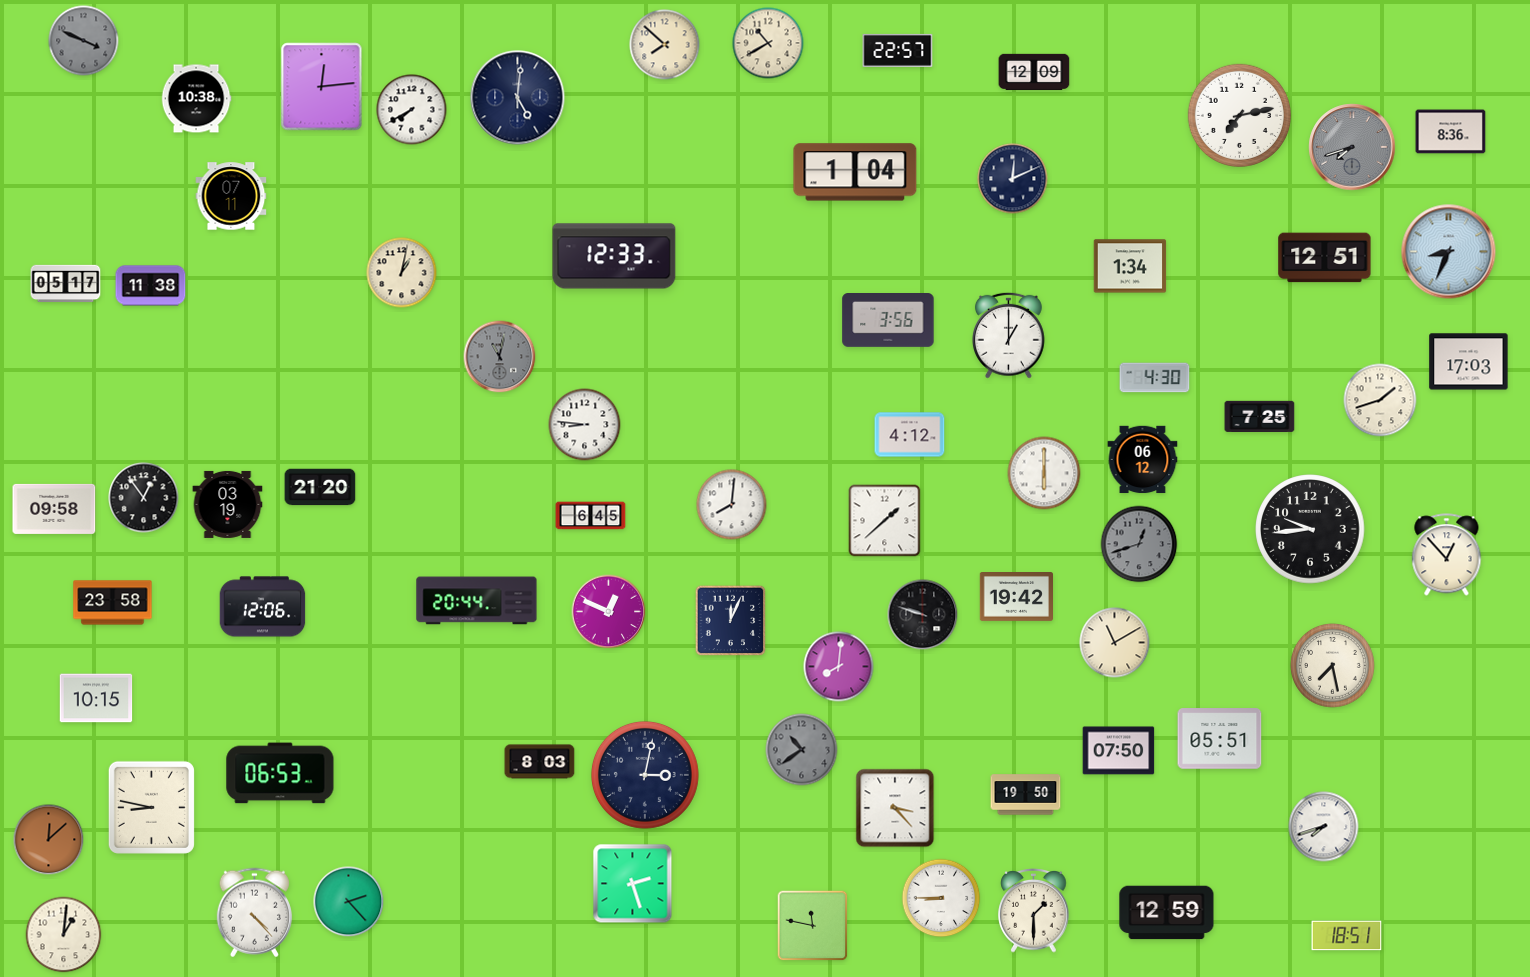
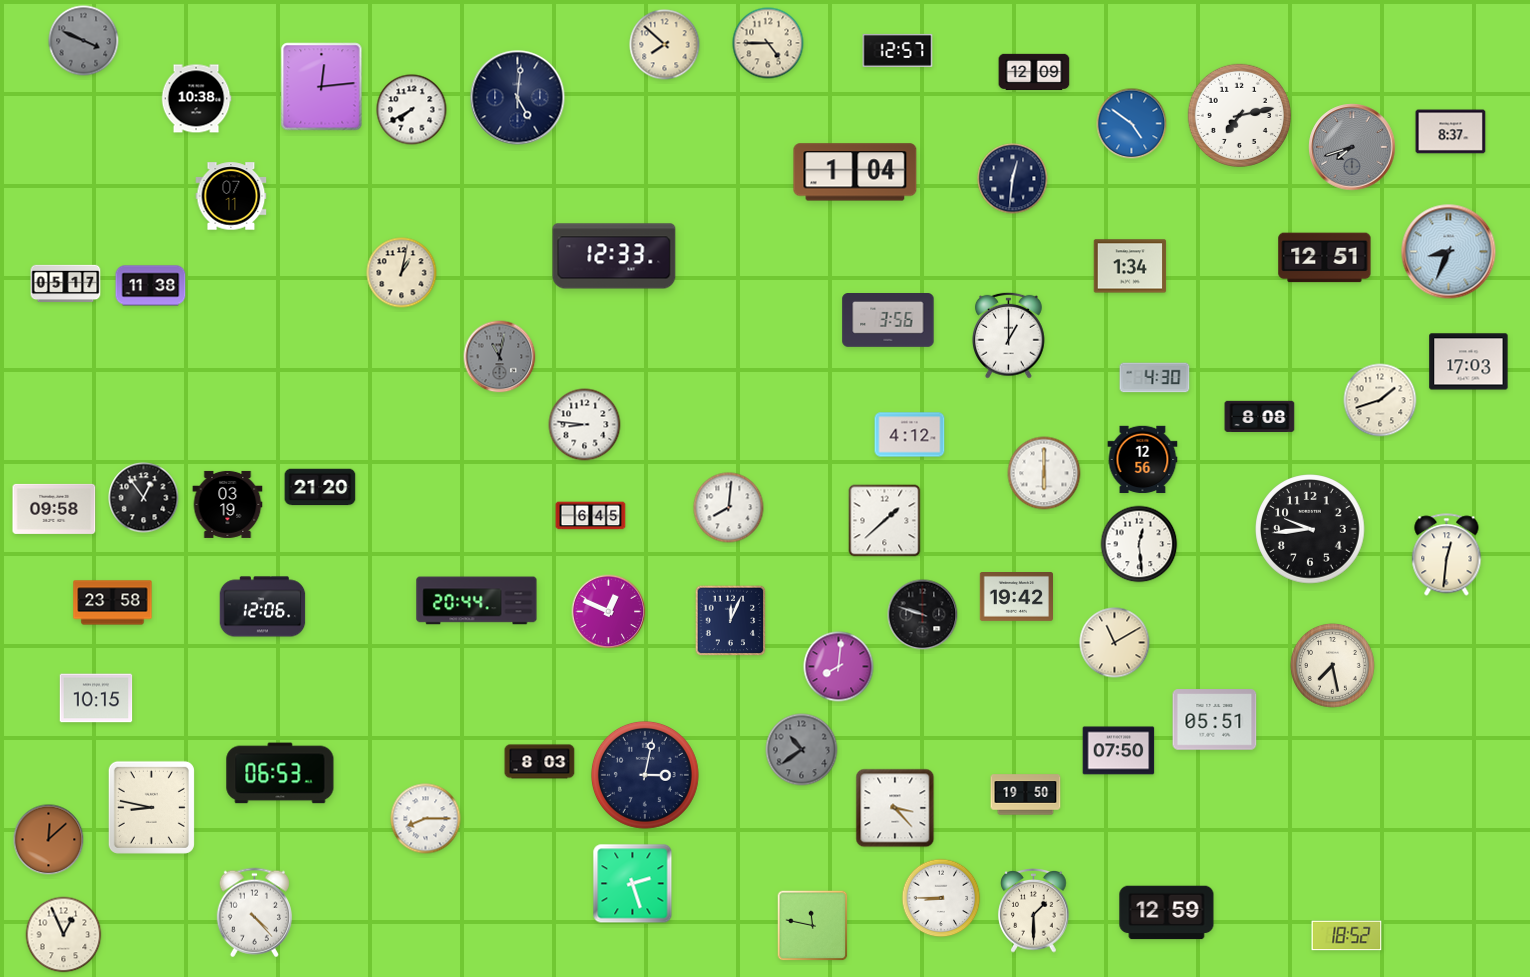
clock at (768, 43): 10:40 -> 4:45
clock at (898, 50): 22:57 -> 12:57
clock at (1132, 124): none -> 4:51
clock at (1451, 132): 8:36 -> 8:37
clock at (1013, 179): 12:11 -> 12:31
clock at (1260, 416): 7:25 -> 8:08
clock at (1143, 460): 06:12 -> 12:56
clock at (732, 505) position: (732, 505) -> (729, 508)
clock at (1139, 544): 12:42 -> 12:29
clock at (1139, 544) dial: grey -> white
clock at (1447, 555): 12:53 -> 12:31
clock at (1220, 739) position: (1220, 739) -> (1215, 720)
clock at (426, 819): none -> 8:15
clock at (1324, 827): 7:42 -> none
clock at (349, 902): 2:23 -> none
clock at (64, 935): 1:01 -> 12:56
clock at (1347, 936): 18:51 -> 18:52
